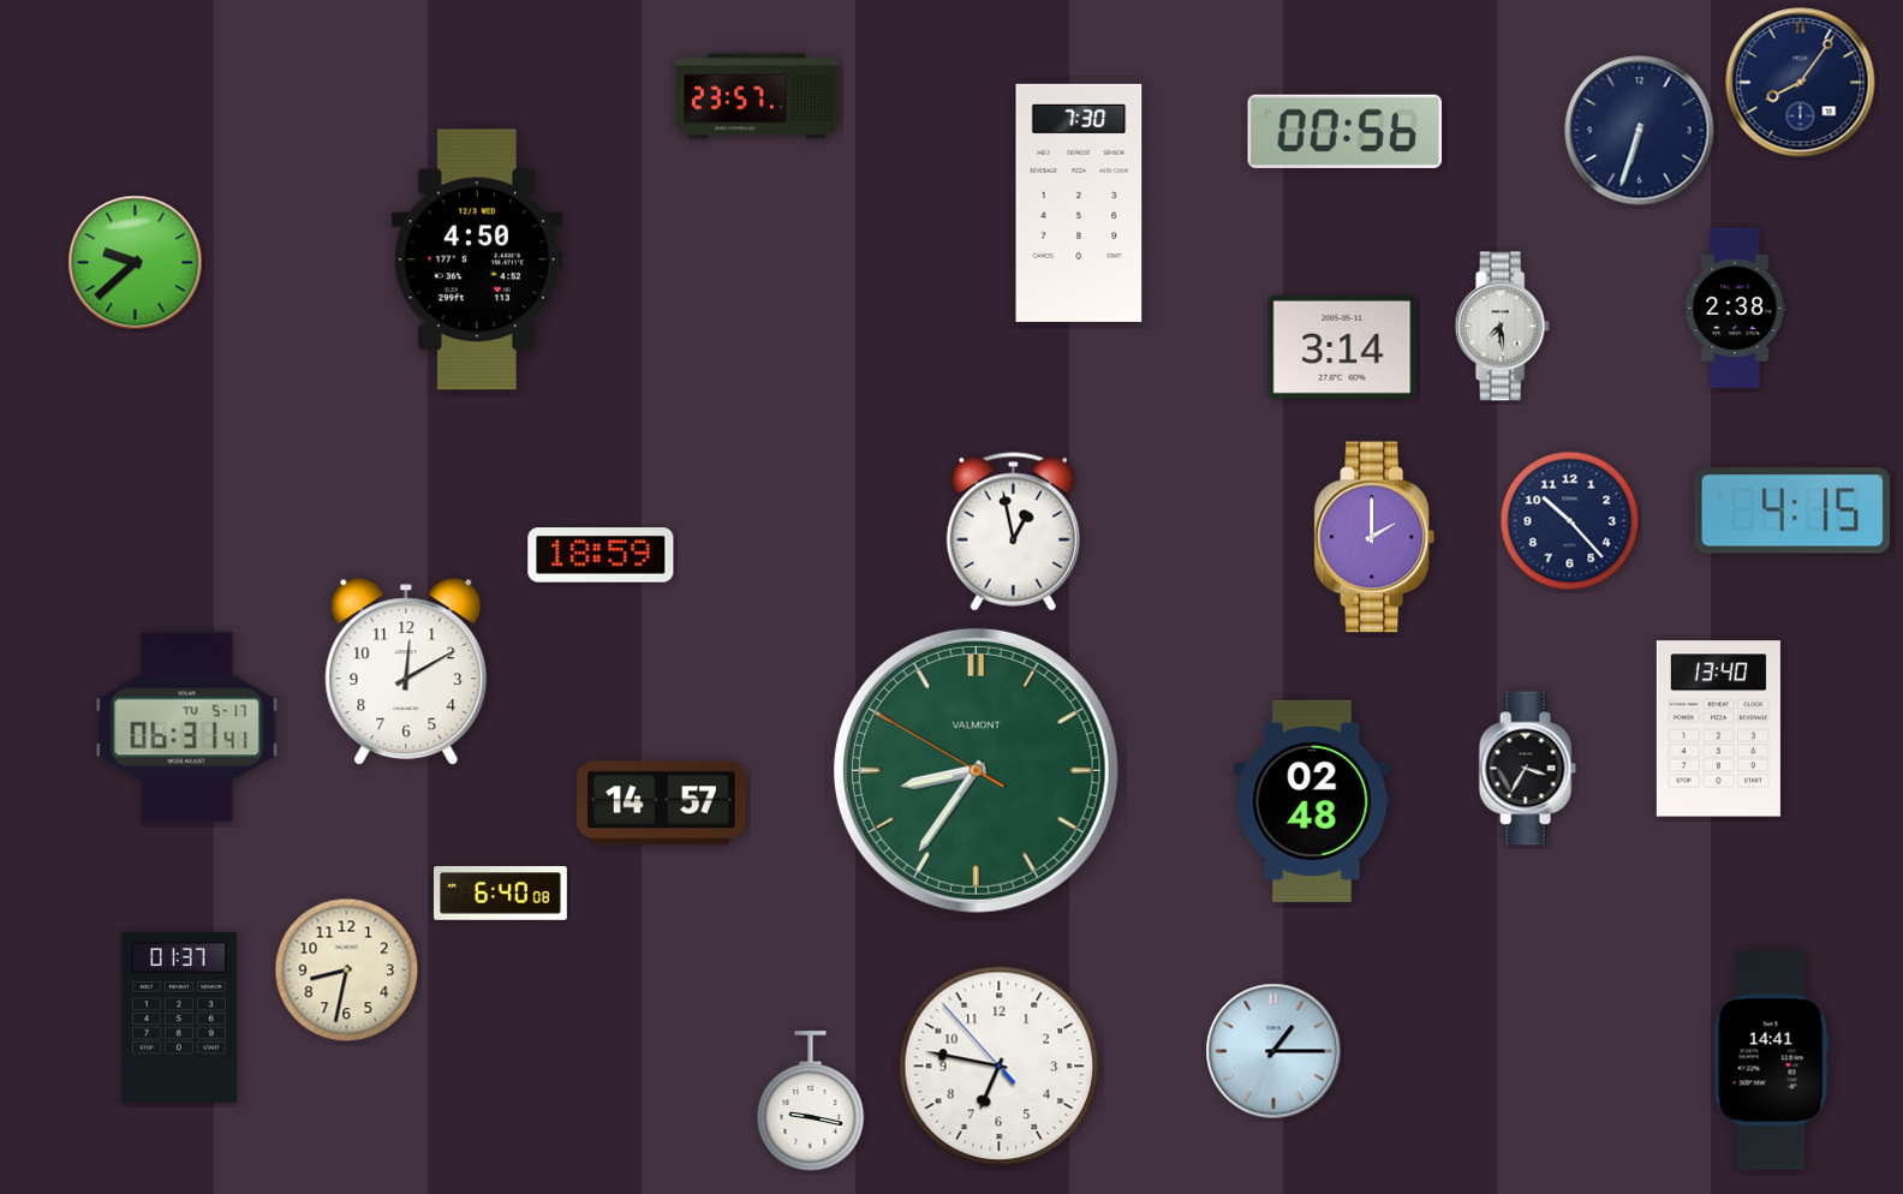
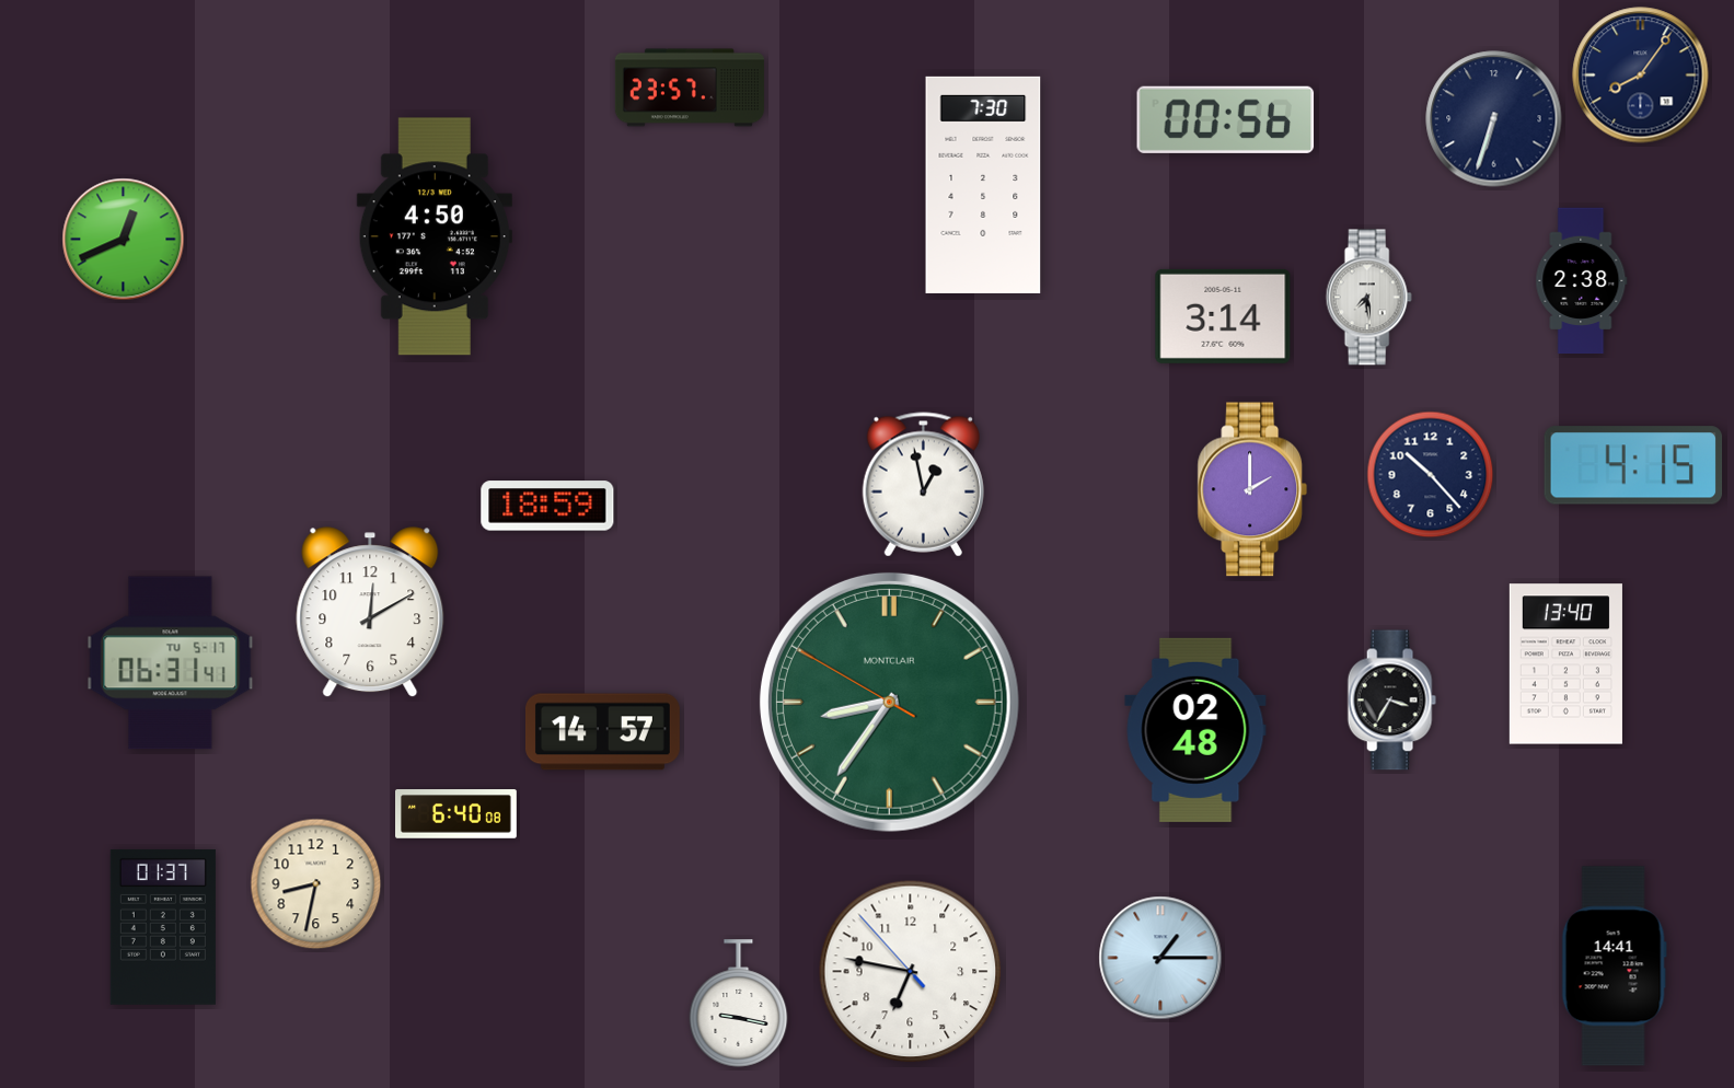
clock at (136, 263): 9:38 -> 12:41
clock at (976, 770) brand: VALMONT -> MONTCLAIR
